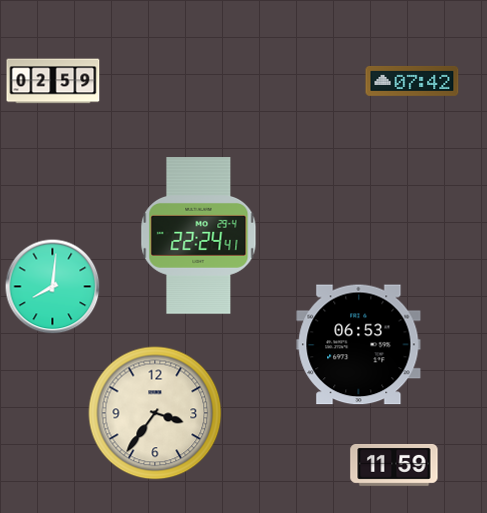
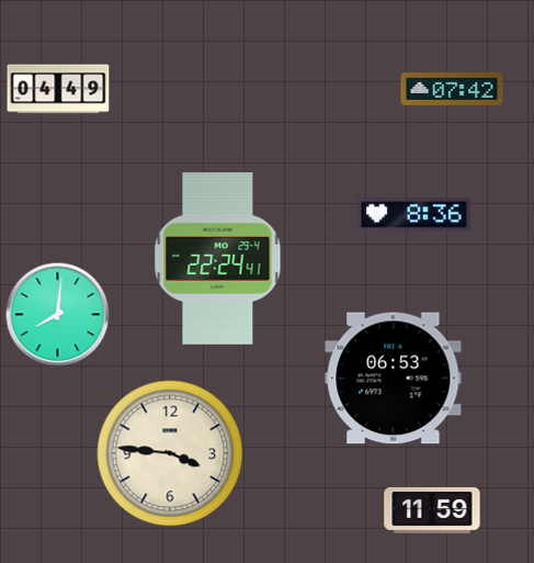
clock at (53, 81): 02:59 -> 04:49
clock at (414, 215): none -> 8:36
clock at (155, 413): 3:36 -> 3:46
